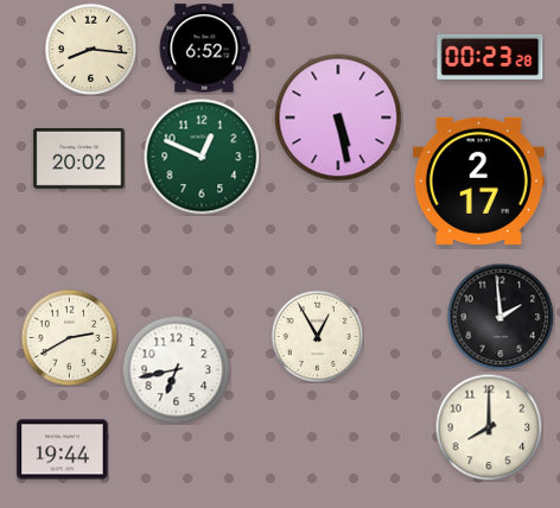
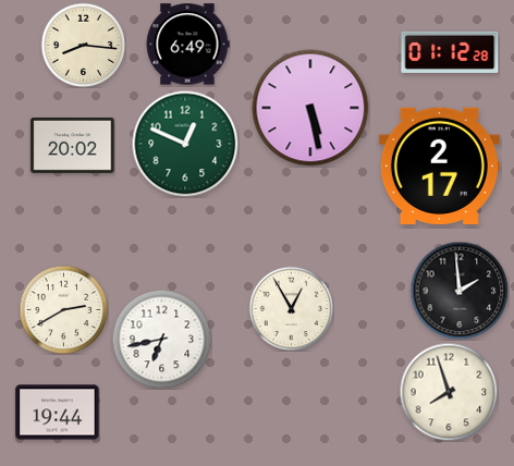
clock at (204, 49): 6:52 -> 6:49
clock at (490, 57): 00:23 -> 01:12
clock at (489, 427): 8:00 -> 7:57
